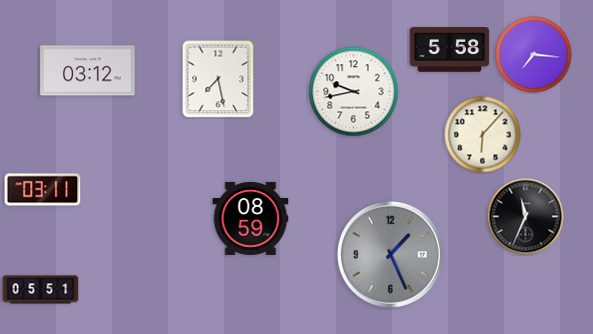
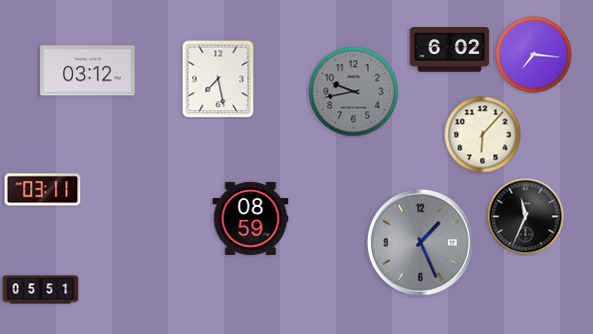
clock at (450, 50): 5:58 -> 6:02
clock at (354, 92) dial: white -> grey
clock at (390, 254) position: (390, 254) -> (420, 242)
